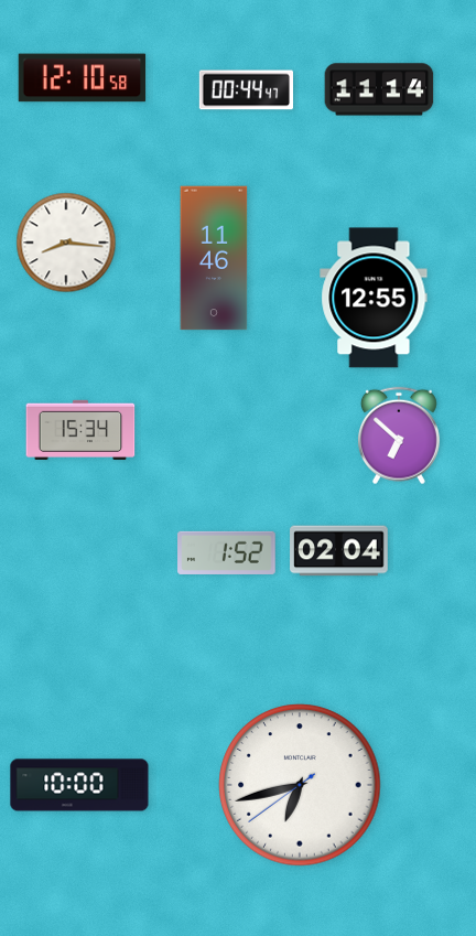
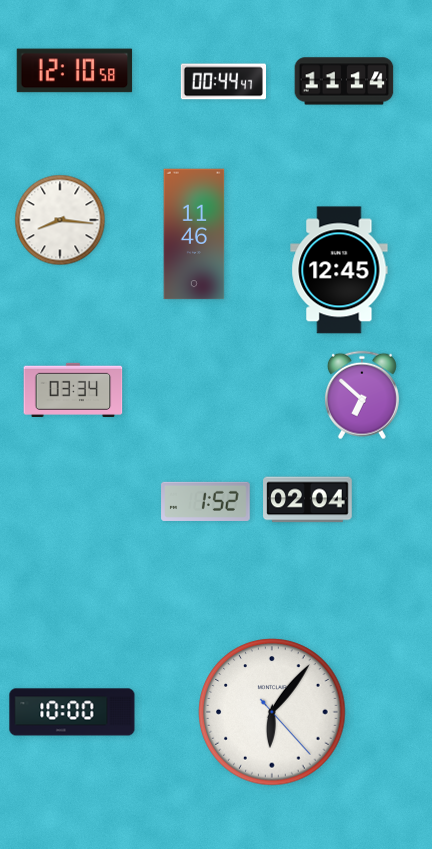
clock at (374, 298): 12:55 -> 12:45
clock at (80, 430): 15:34 -> 03:34
clock at (300, 785): 6:42 -> 6:06
